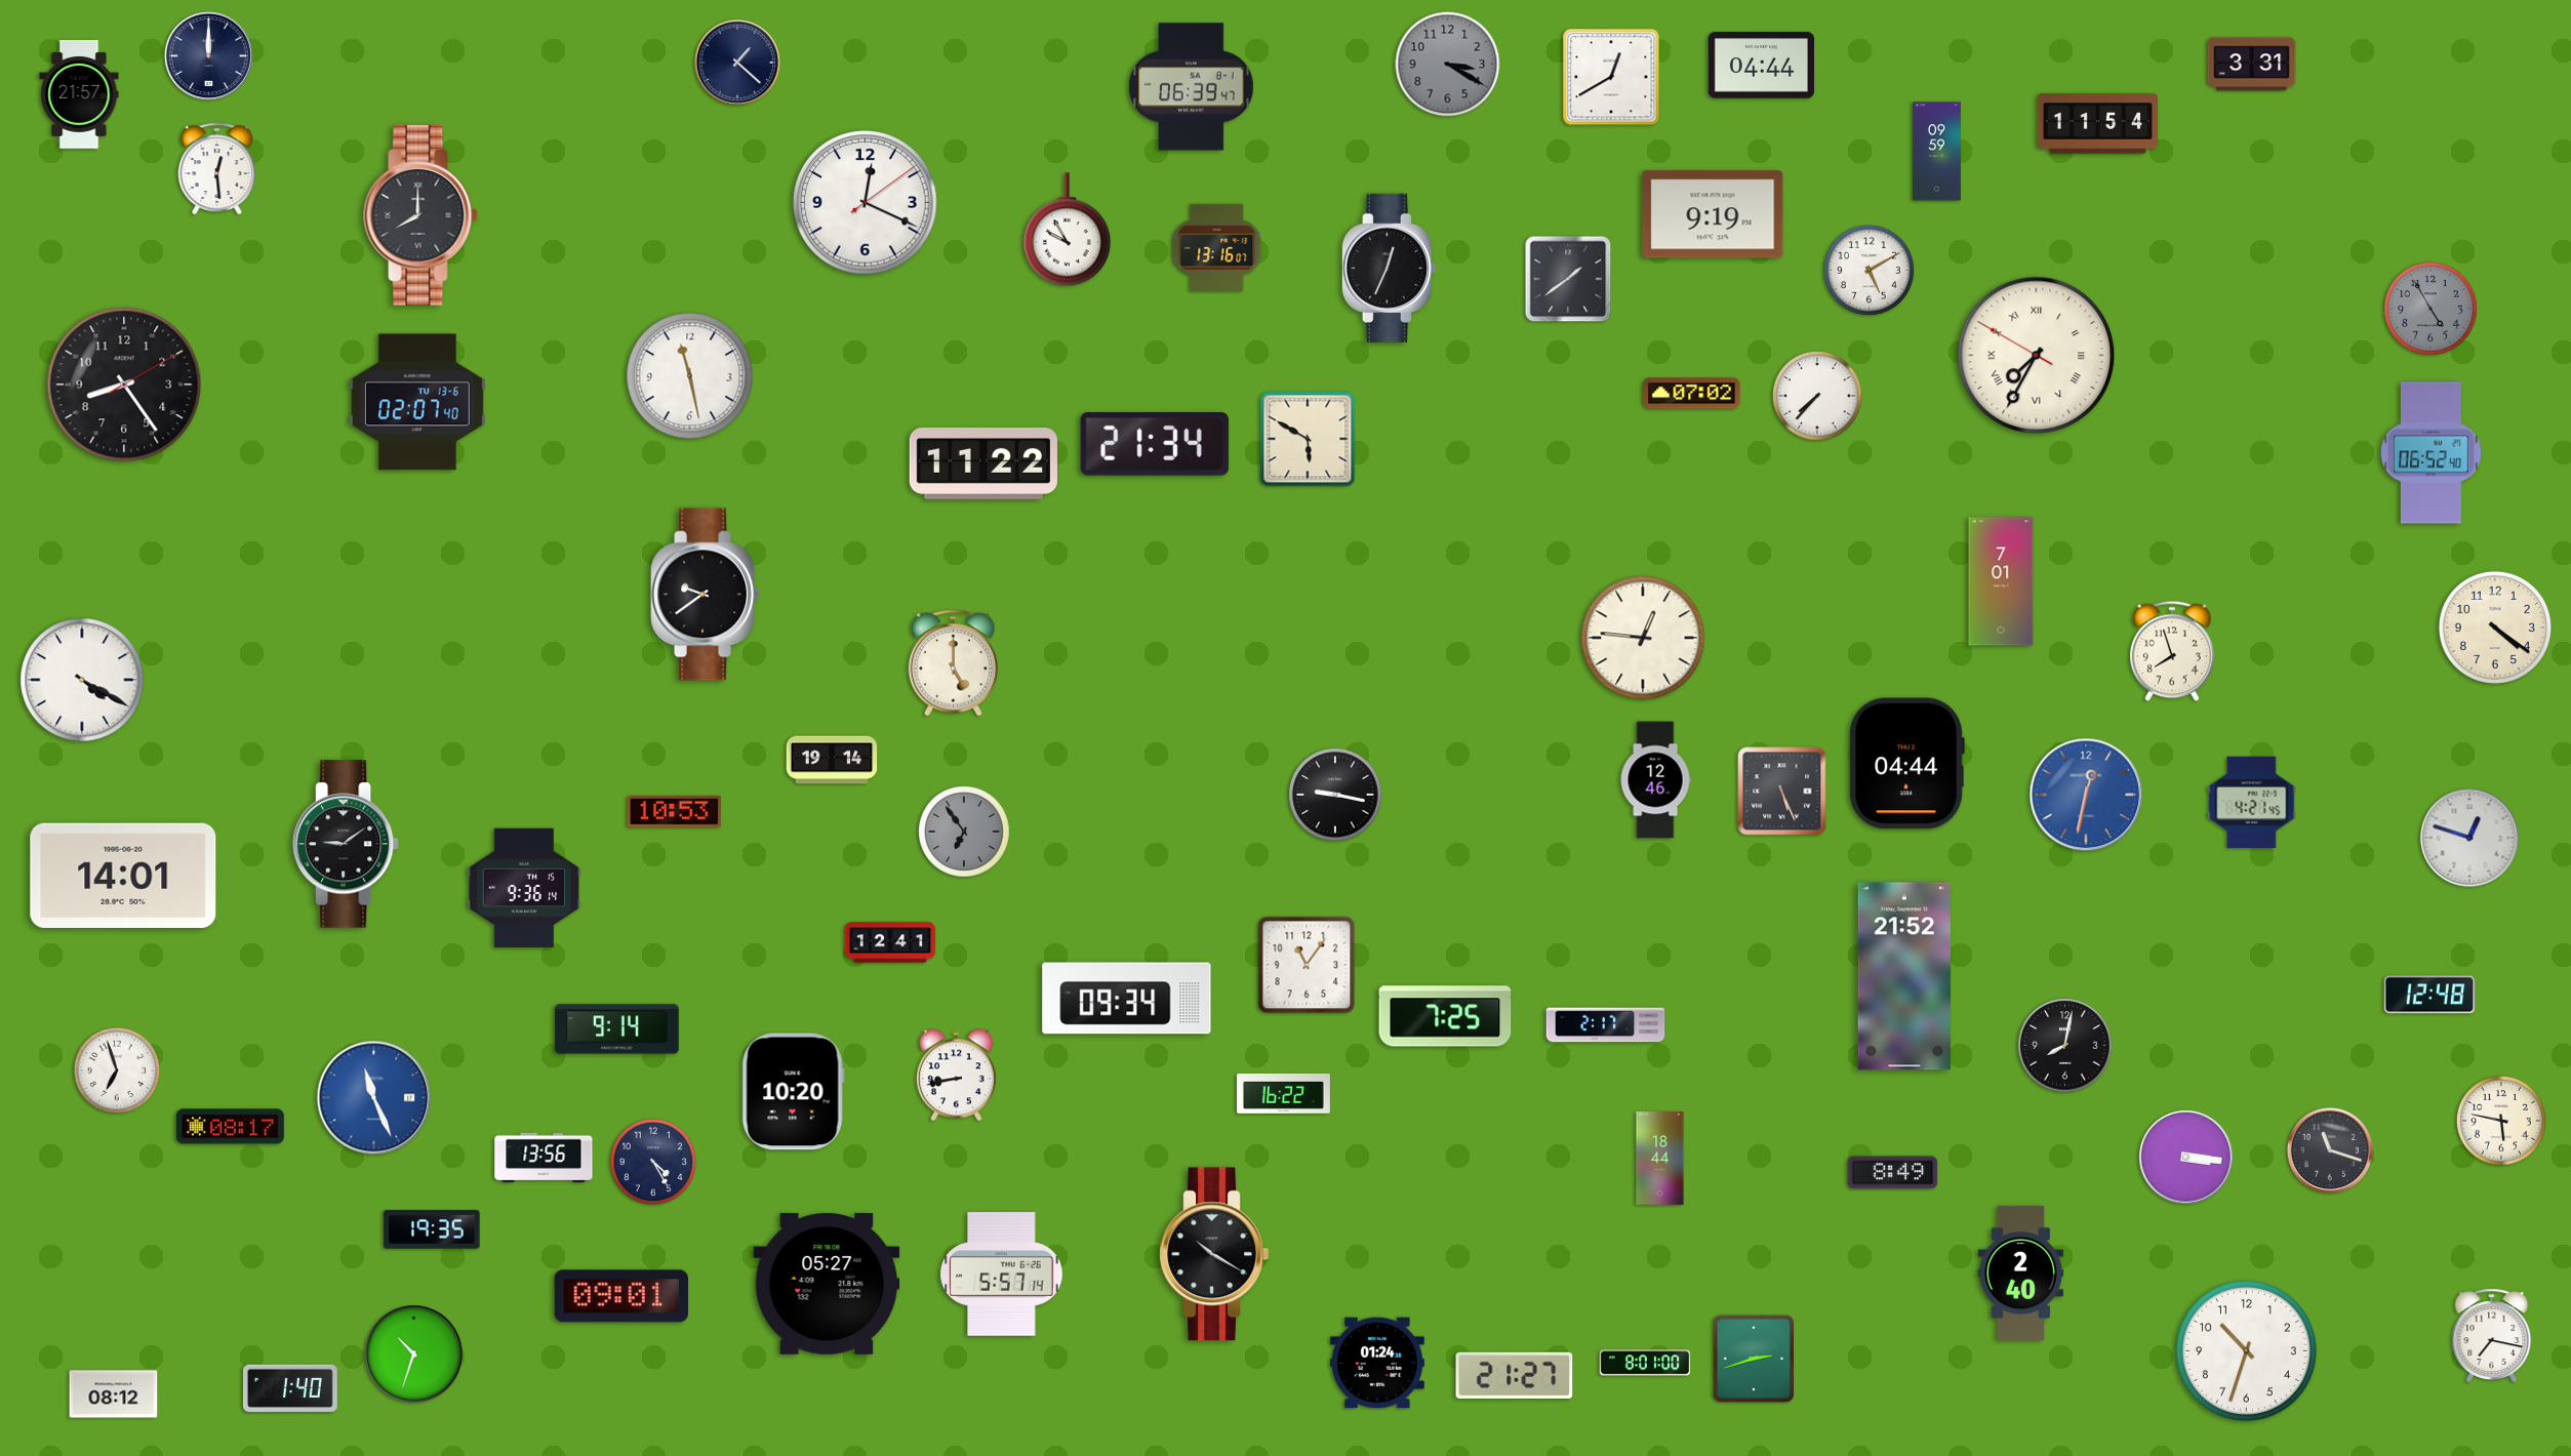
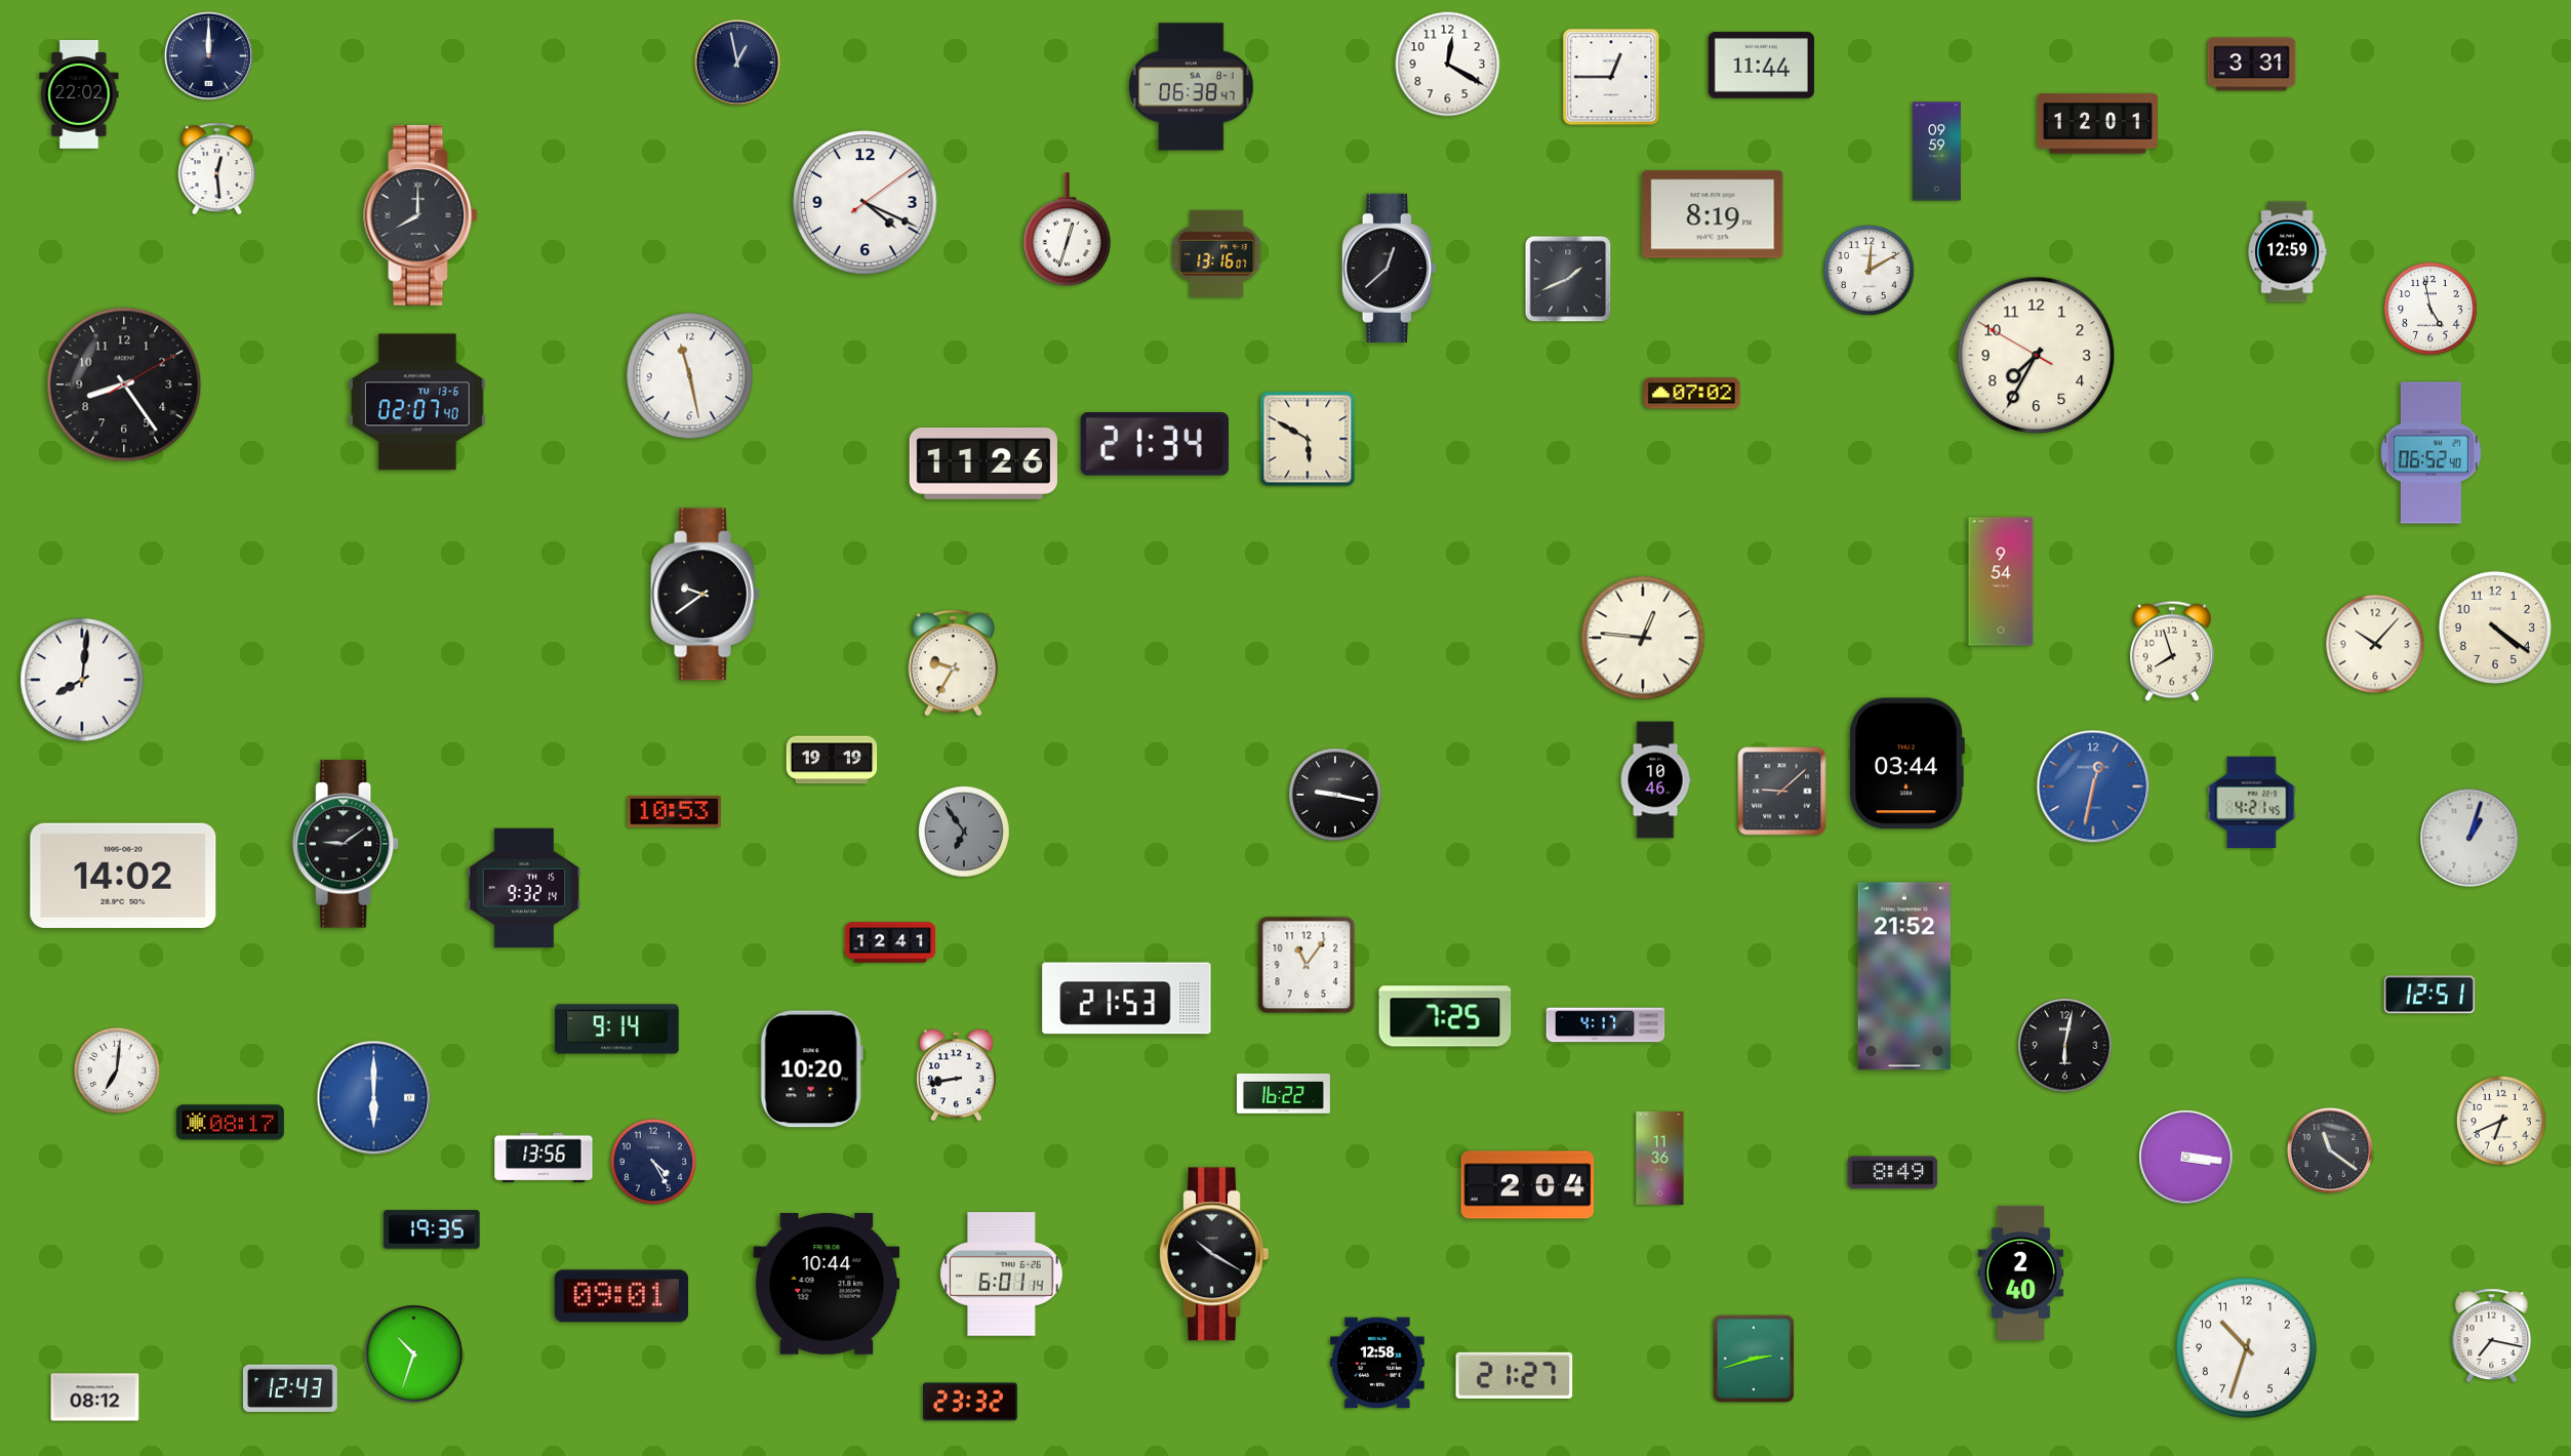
clock at (737, 63): 1:22 -> 12:58
clock at (1448, 65): 3:20 -> 12:20
clock at (1448, 65) dial: grey -> white
clock at (1761, 66): 04:44 -> 11:44
clock at (1611, 77): 12:40 -> 12:45
clock at (1192, 87): 06:39 -> 06:38
clock at (79, 95): 21:57 -> 22:02
clock at (2097, 124): 11:54 -> 12:01
clock at (866, 203): 12:19 -> 4:19
clock at (1713, 214): 9:19 -> 8:19
clock at (1067, 230): 9:55 -> 12:33
clock at (1217, 247) position: (1217, 247) -> (1217, 253)
clock at (2287, 252): none -> 12:59
clock at (1389, 268): 12:34 -> 12:38
clock at (1869, 270): 5:10 -> 12:10
clock at (1568, 279): 1:39 -> 1:41
clock at (2431, 309): 4:55 -> 4:58
clock at (2431, 309) dial: grey -> white
clock at (2037, 356) numerals: Roman -> Arabic
clock at (1817, 396): 7:37 -> none
clock at (982, 463): 11:22 -> 11:26
clock at (2001, 581): 7:01 -> 9:54
clock at (2375, 644): none -> 10:07
clock at (953, 663): 5:00 -> 9:35
clock at (82, 680): 4:20 -> 8:01
clock at (832, 760): 19:14 -> 19:19
clock at (1906, 764): 04:44 -> 03:44
clock at (1655, 780): 12:46 -> 10:46
clock at (1782, 792): 5:26 -> 9:08
clock at (2086, 795) position: (2086, 795) -> (2093, 786)
clock at (2469, 838): 12:48 -> 1:03
clock at (123, 876): 14:01 -> 14:02
clock at (524, 888): 9:36 -> 9:32
clock at (2429, 995): 12:48 -> 12:51
clock at (1127, 999): 09:34 -> 21:53
clock at (1606, 1025): 2:17 -> 4:17
clock at (2065, 1046): 8:02 -> 6:02
clock at (117, 1070): 6:57 -> 7:01
clock at (793, 1092) position: (793, 1092) -> (811, 1069)
clock at (374, 1098): 11:26 -> 6:00
clock at (2501, 1121): 5:47 -> 6:41
clock at (230, 1127) position: (230, 1127) -> (230, 1123)
clock at (2330, 1150): 11:18 -> 11:21
clock at (1660, 1158): 18:44 -> 11:36
clock at (1528, 1185): none -> 2:04
clock at (1002, 1275): 5:57 -> 6:01
clock at (827, 1285): 05:27 -> 10:44
clock at (2246, 1350) position: (2246, 1350) -> (2246, 1347)
clock at (1378, 1363): 01:24 -> 12:58
clock at (1645, 1363): 8:01 -> none
clock at (290, 1388): 1:40 -> 12:43
clock at (114, 1394) position: (114, 1394) -> (95, 1398)
clock at (971, 1402): none -> 23:32
